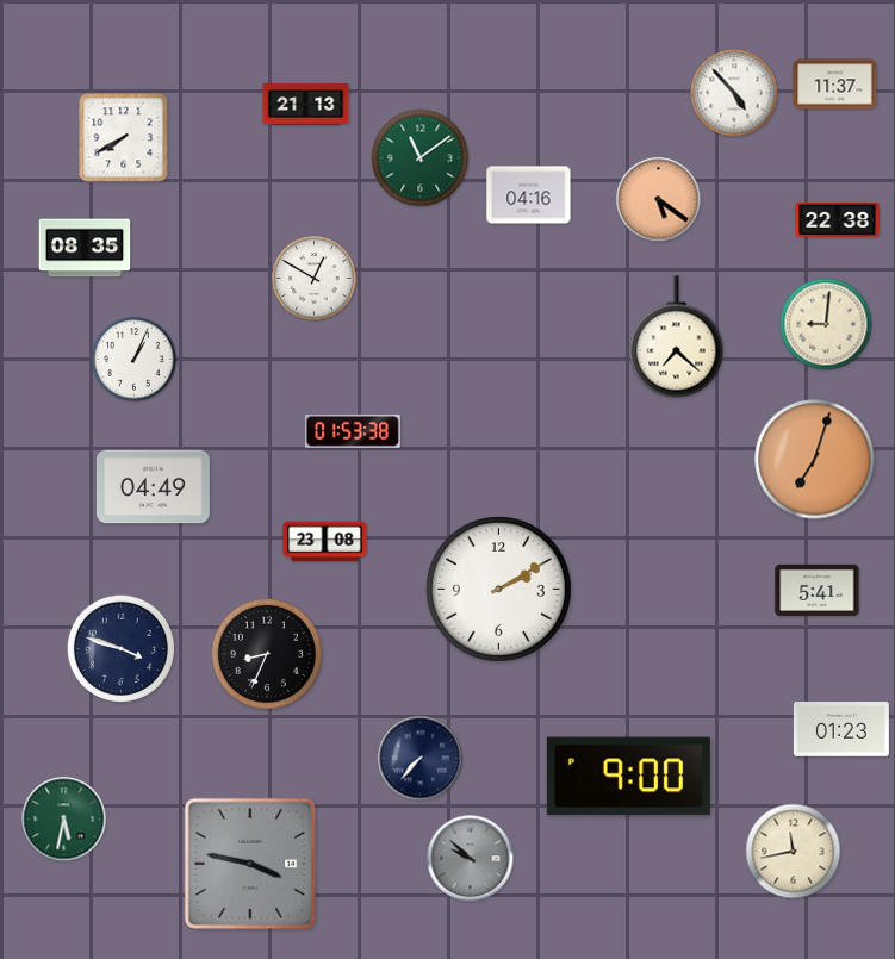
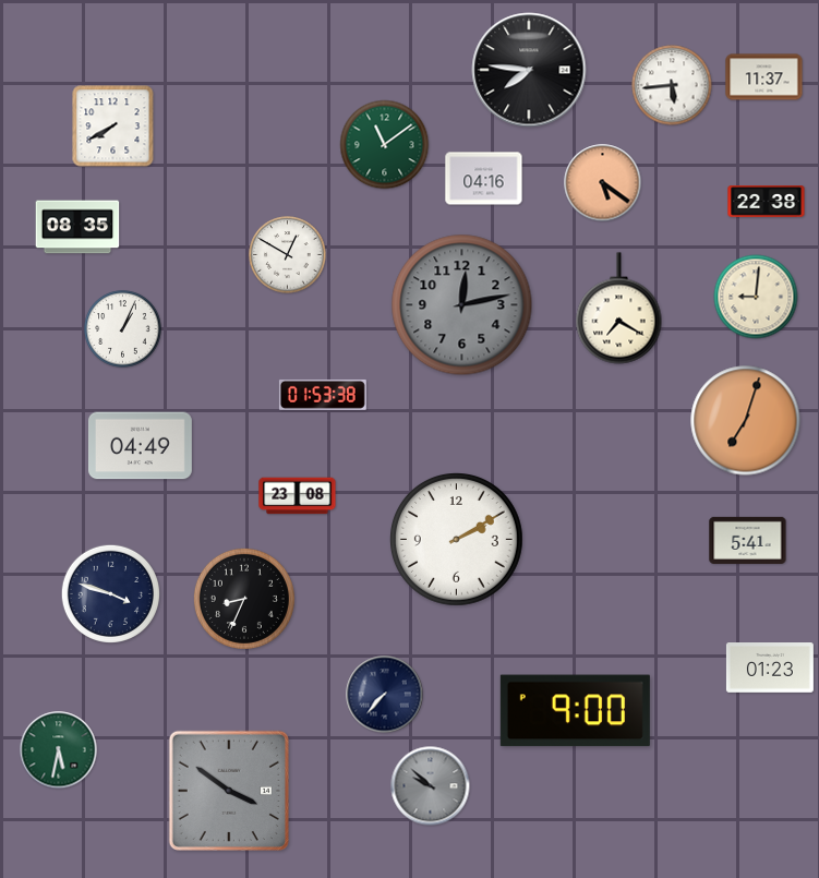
clock at (529, 70): none -> 7:46
clock at (734, 93): 4:53 -> 5:44
clock at (306, 105): 21:13 -> none
clock at (462, 305): none -> 12:13
clock at (677, 337): 7:22 -> 7:20
clock at (794, 852): 11:43 -> none
clock at (250, 864): 3:47 -> 3:51
